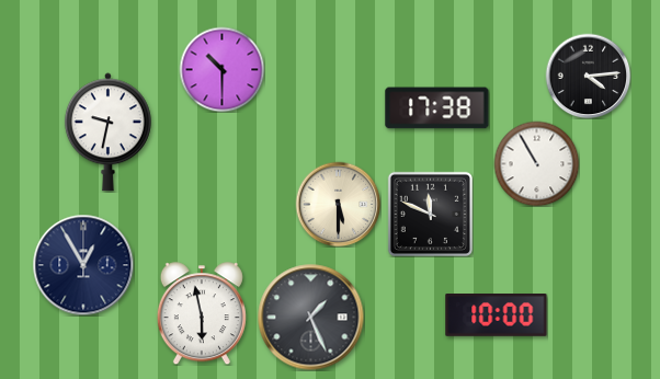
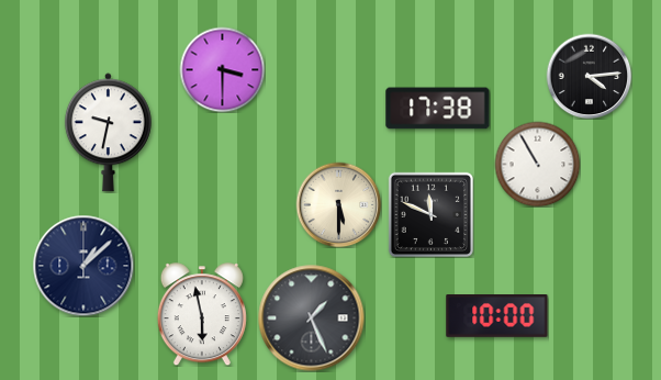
clock at (221, 69): 10:30 -> 3:30
clock at (83, 265): 12:55 -> 1:08
